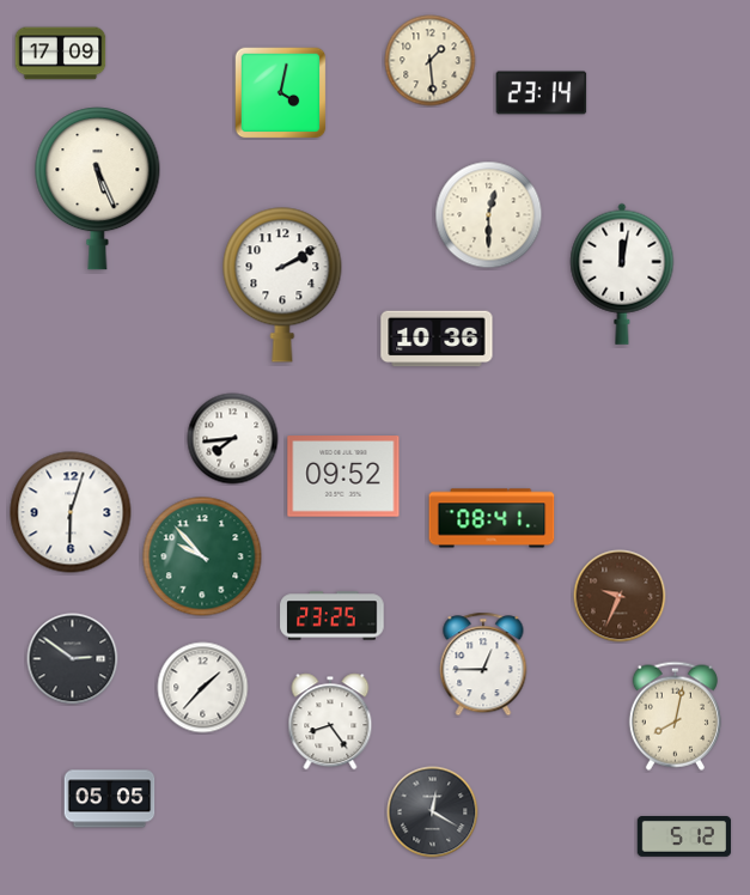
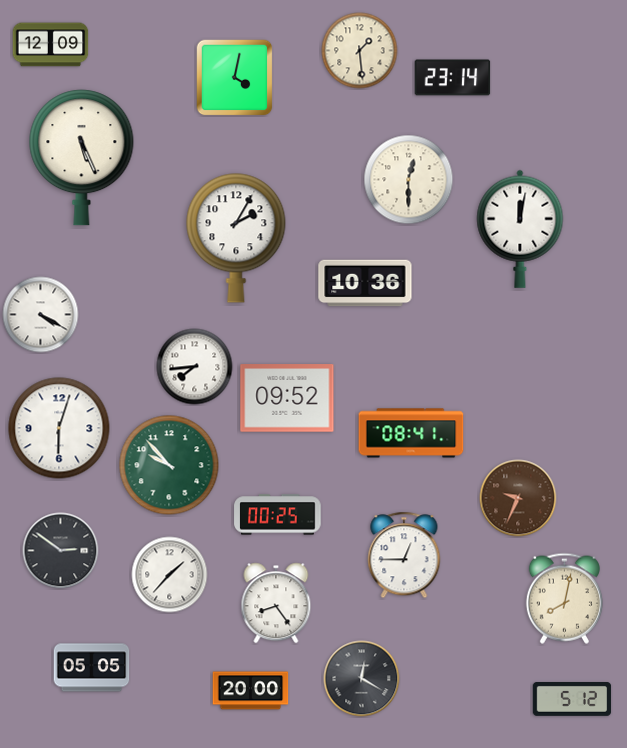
clock at (61, 54): 17:09 -> 12:09
clock at (282, 285): 2:10 -> 2:05
clock at (41, 315): none -> 4:20
clock at (333, 616): 23:25 -> 00:25
clock at (251, 691): none -> 20:00
